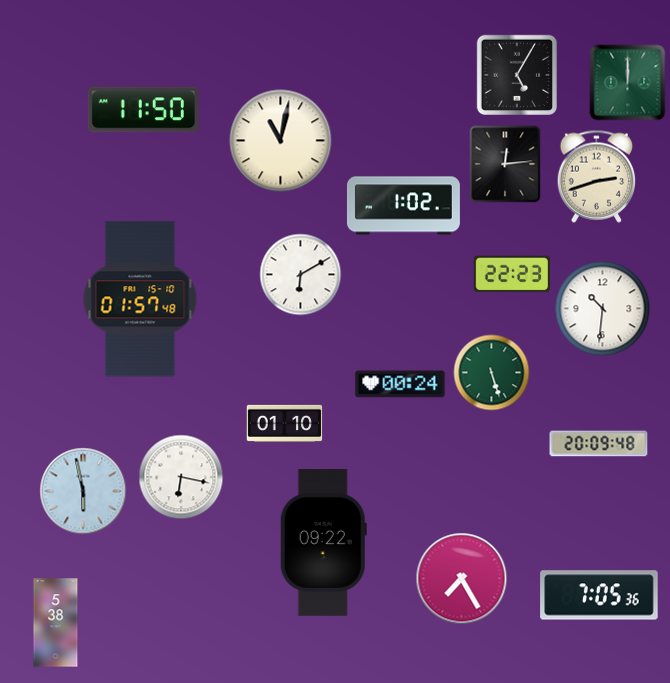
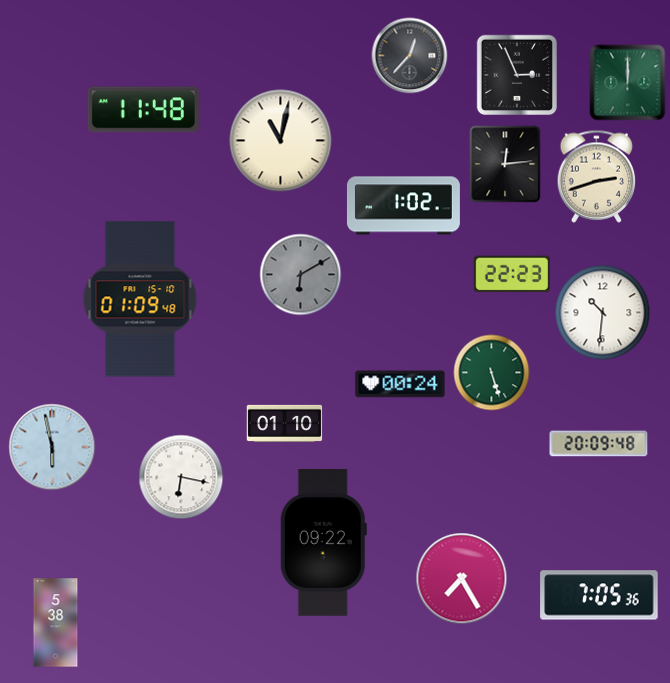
clock at (410, 56): none -> 12:37
clock at (517, 74): 5:05 -> 2:56
clock at (143, 110): 11:50 -> 11:48
clock at (301, 275) dial: white -> grey
clock at (140, 299): 01:57 -> 01:09
clock at (603, 309) position: (603, 309) -> (603, 313)
clock at (83, 491) position: (83, 491) -> (52, 447)
